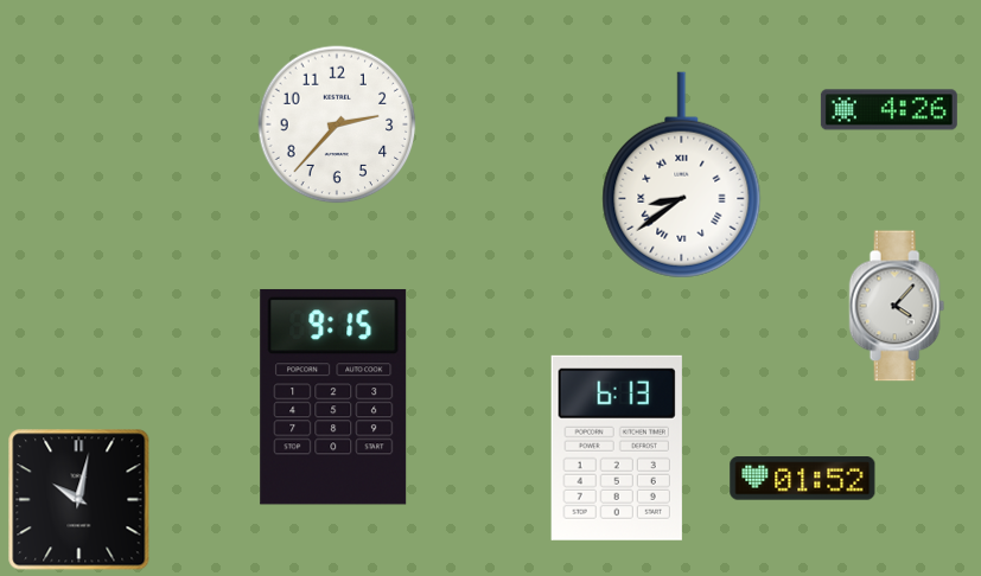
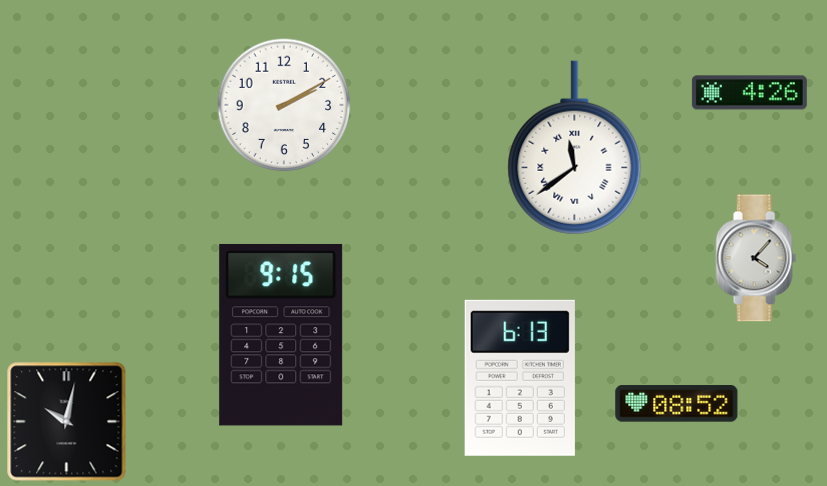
clock at (337, 124): 2:37 -> 2:10
clock at (682, 175): 8:39 -> 11:39
clock at (803, 479): 01:52 -> 08:52
